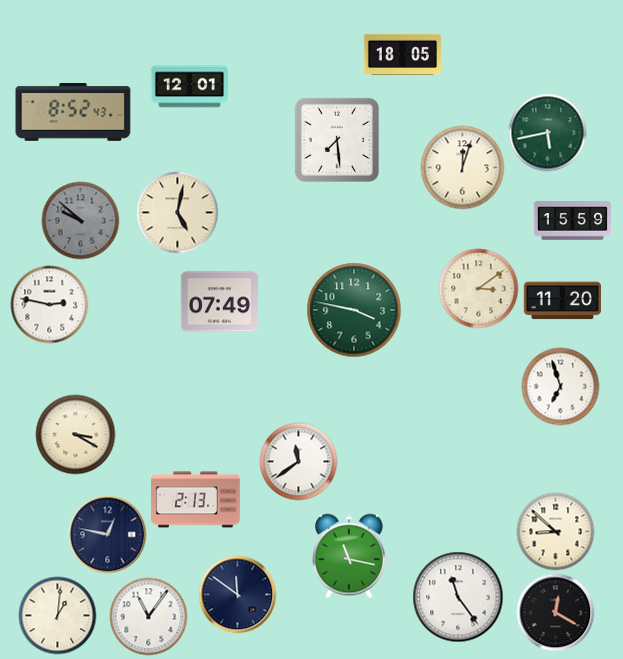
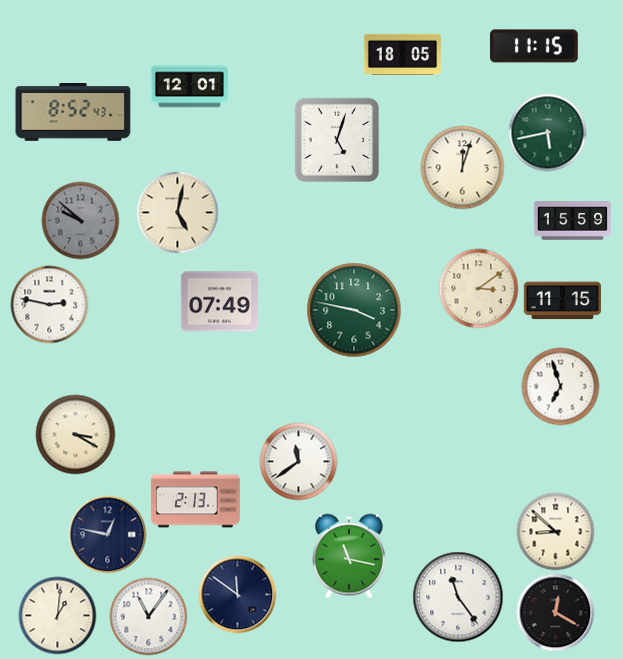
clock at (535, 46): none -> 11:15
clock at (337, 140): 7:29 -> 5:03
clock at (562, 301): 11:20 -> 11:15
